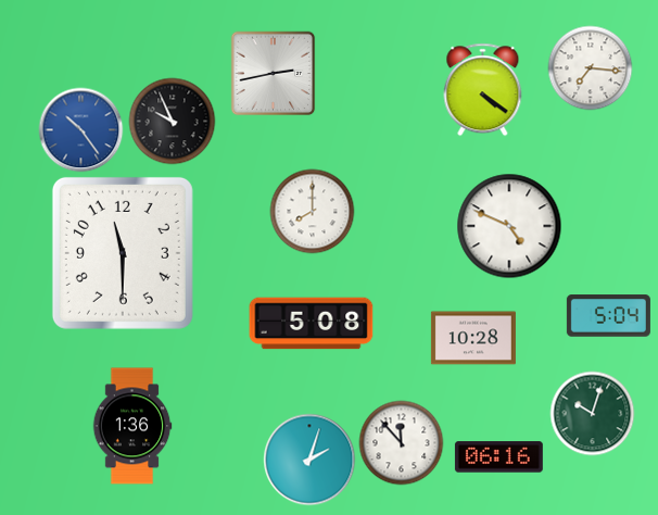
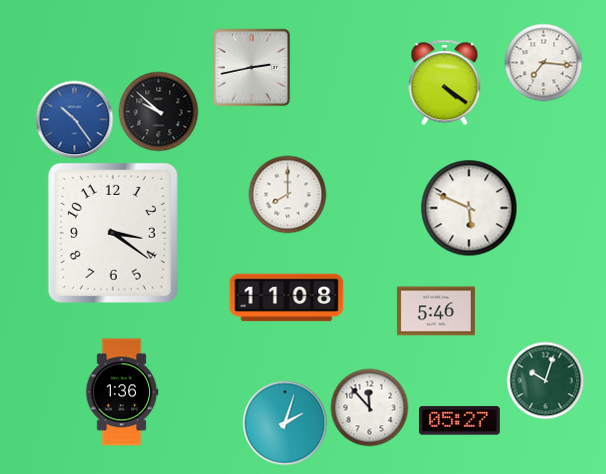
clock at (172, 121): 9:56 -> 9:52
clock at (509, 226): 4:49 -> 5:49
clock at (123, 253): 11:30 -> 3:21
clock at (608, 316): 5:04 -> none
clock at (312, 324): 5:08 -> 11:08
clock at (473, 338): 10:28 -> 5:46
clock at (498, 457): 06:16 -> 05:27
